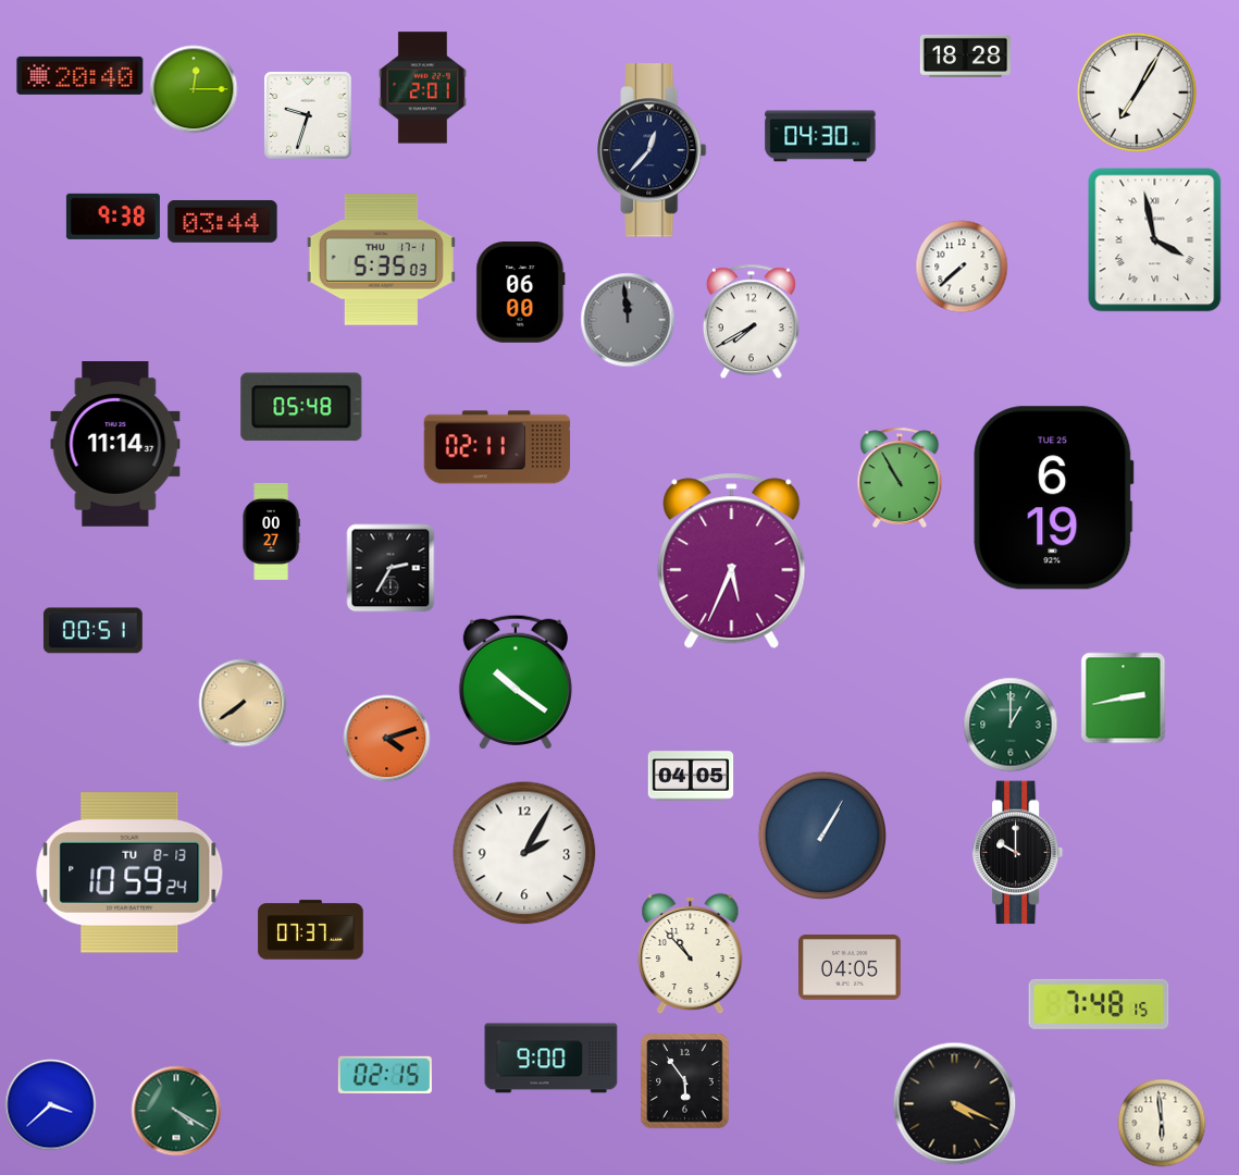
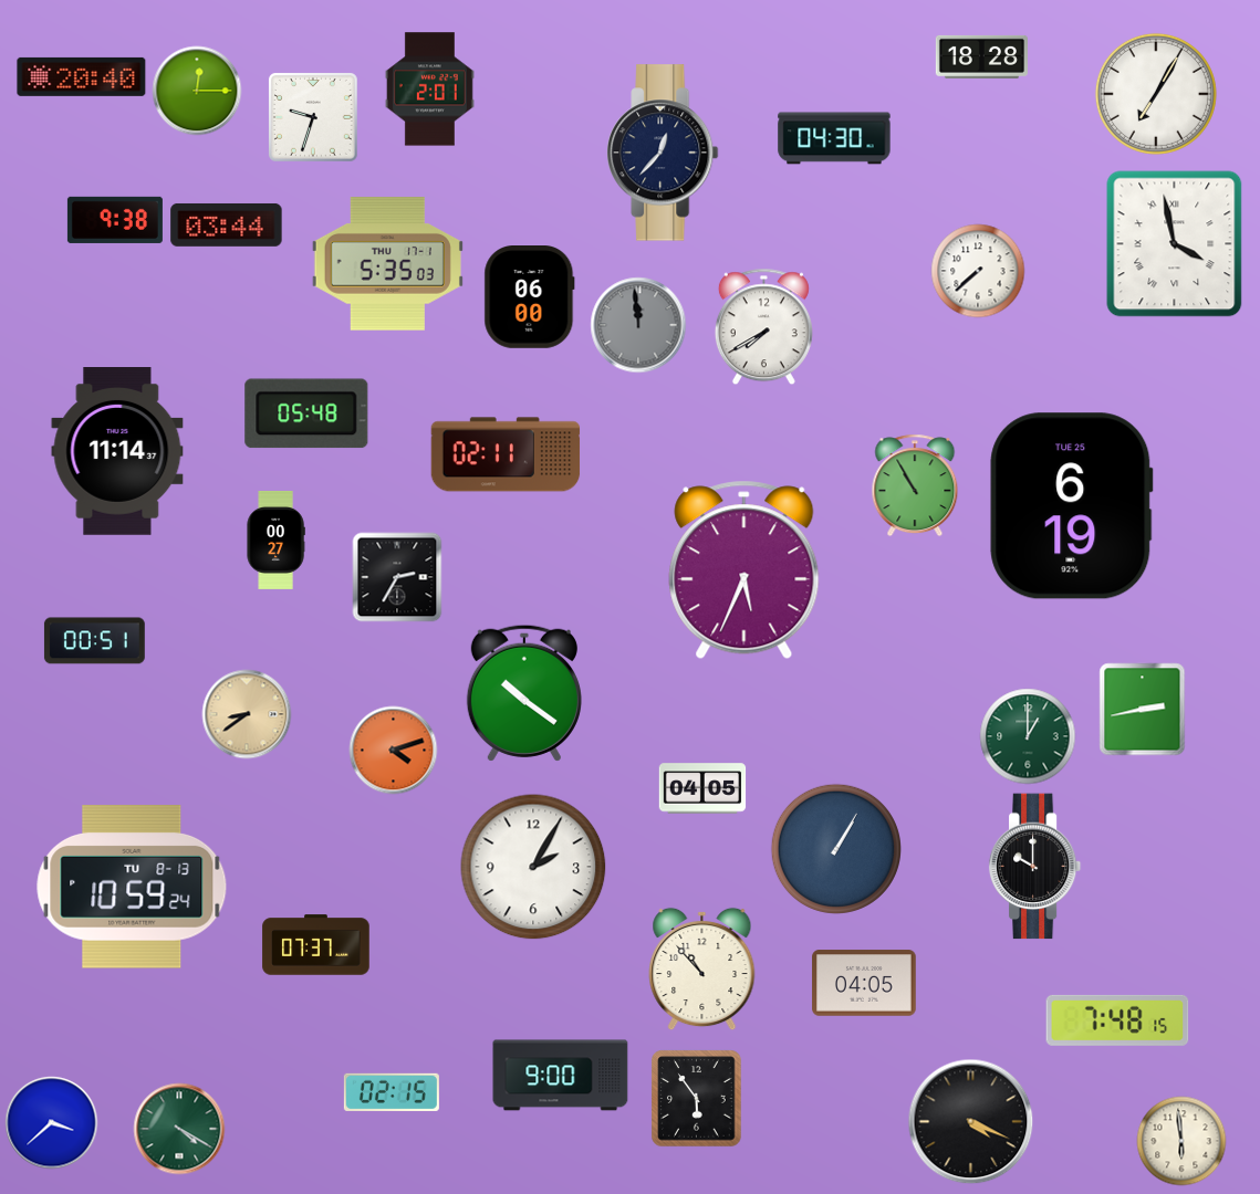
clock at (243, 703): 7:39 -> 8:39
